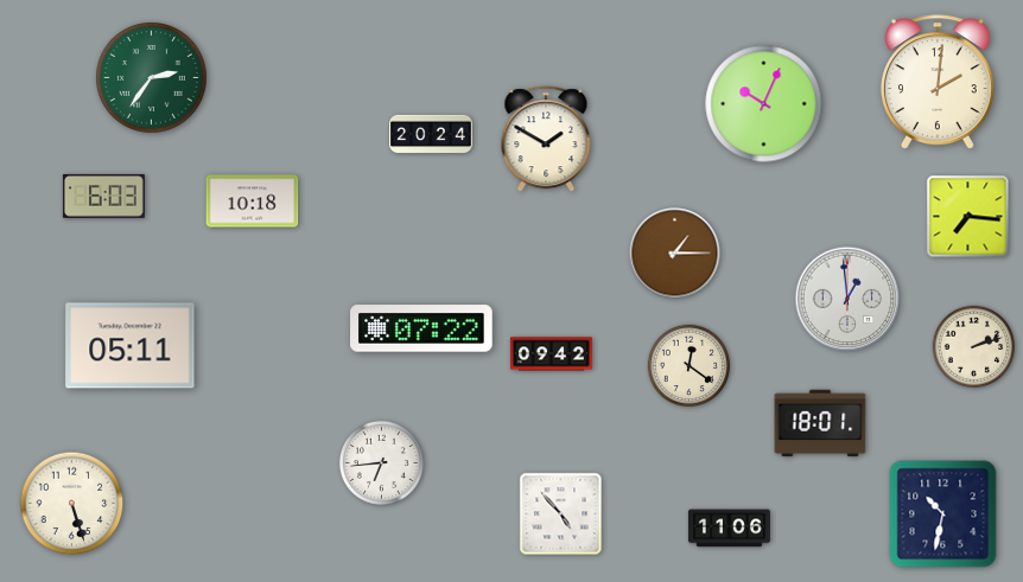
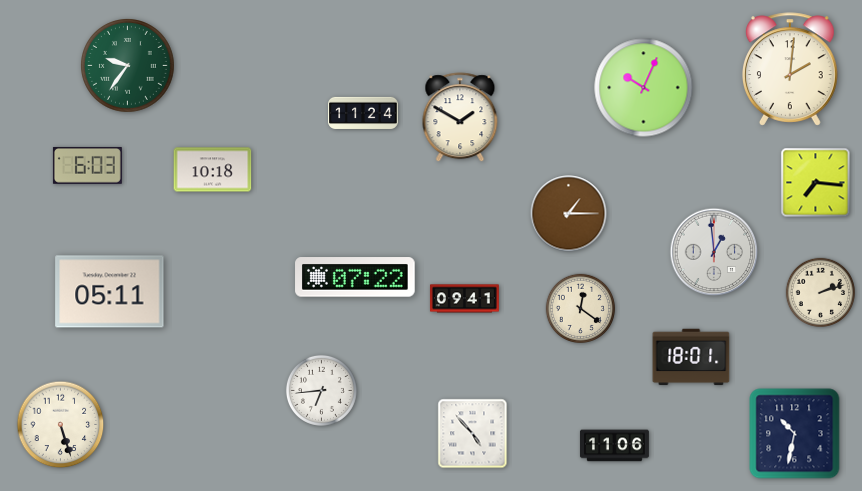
clock at (152, 78): 2:36 -> 9:36
clock at (431, 134): 20:24 -> 11:24
clock at (551, 354): 09:42 -> 09:41
